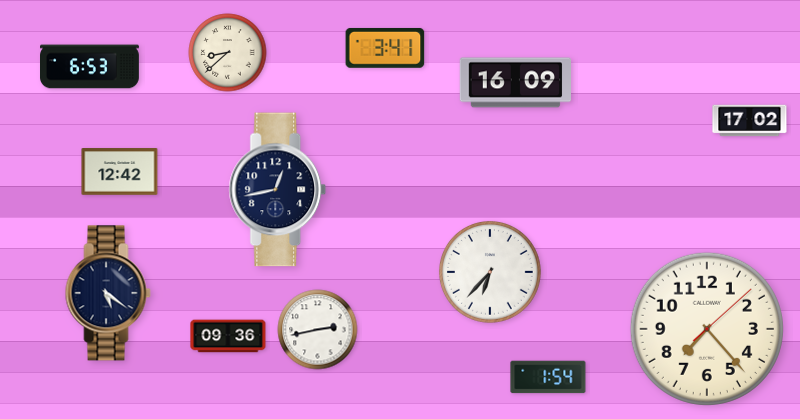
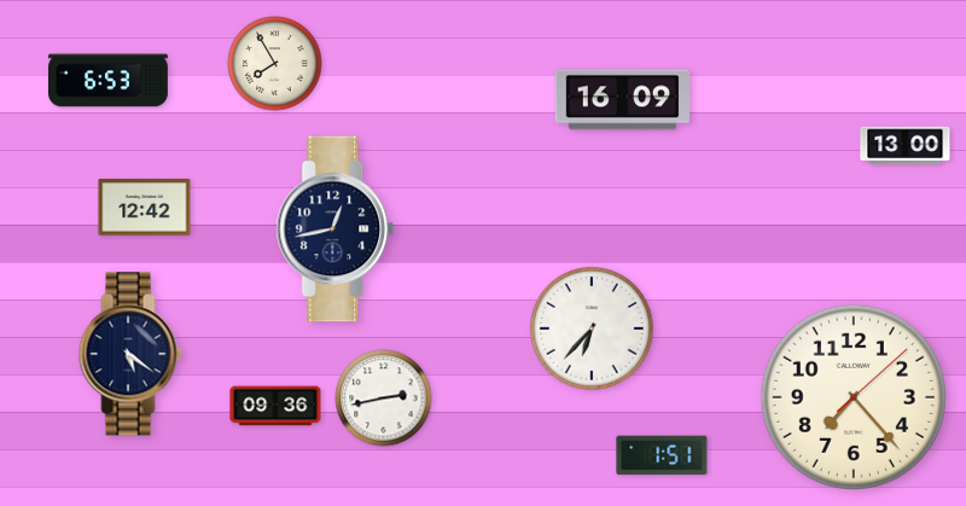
clock at (385, 48): 3:41 -> none
clock at (228, 53): 8:38 -> 7:55
clock at (750, 121): 17:02 -> 13:00
clock at (548, 377): 1:54 -> 1:51
